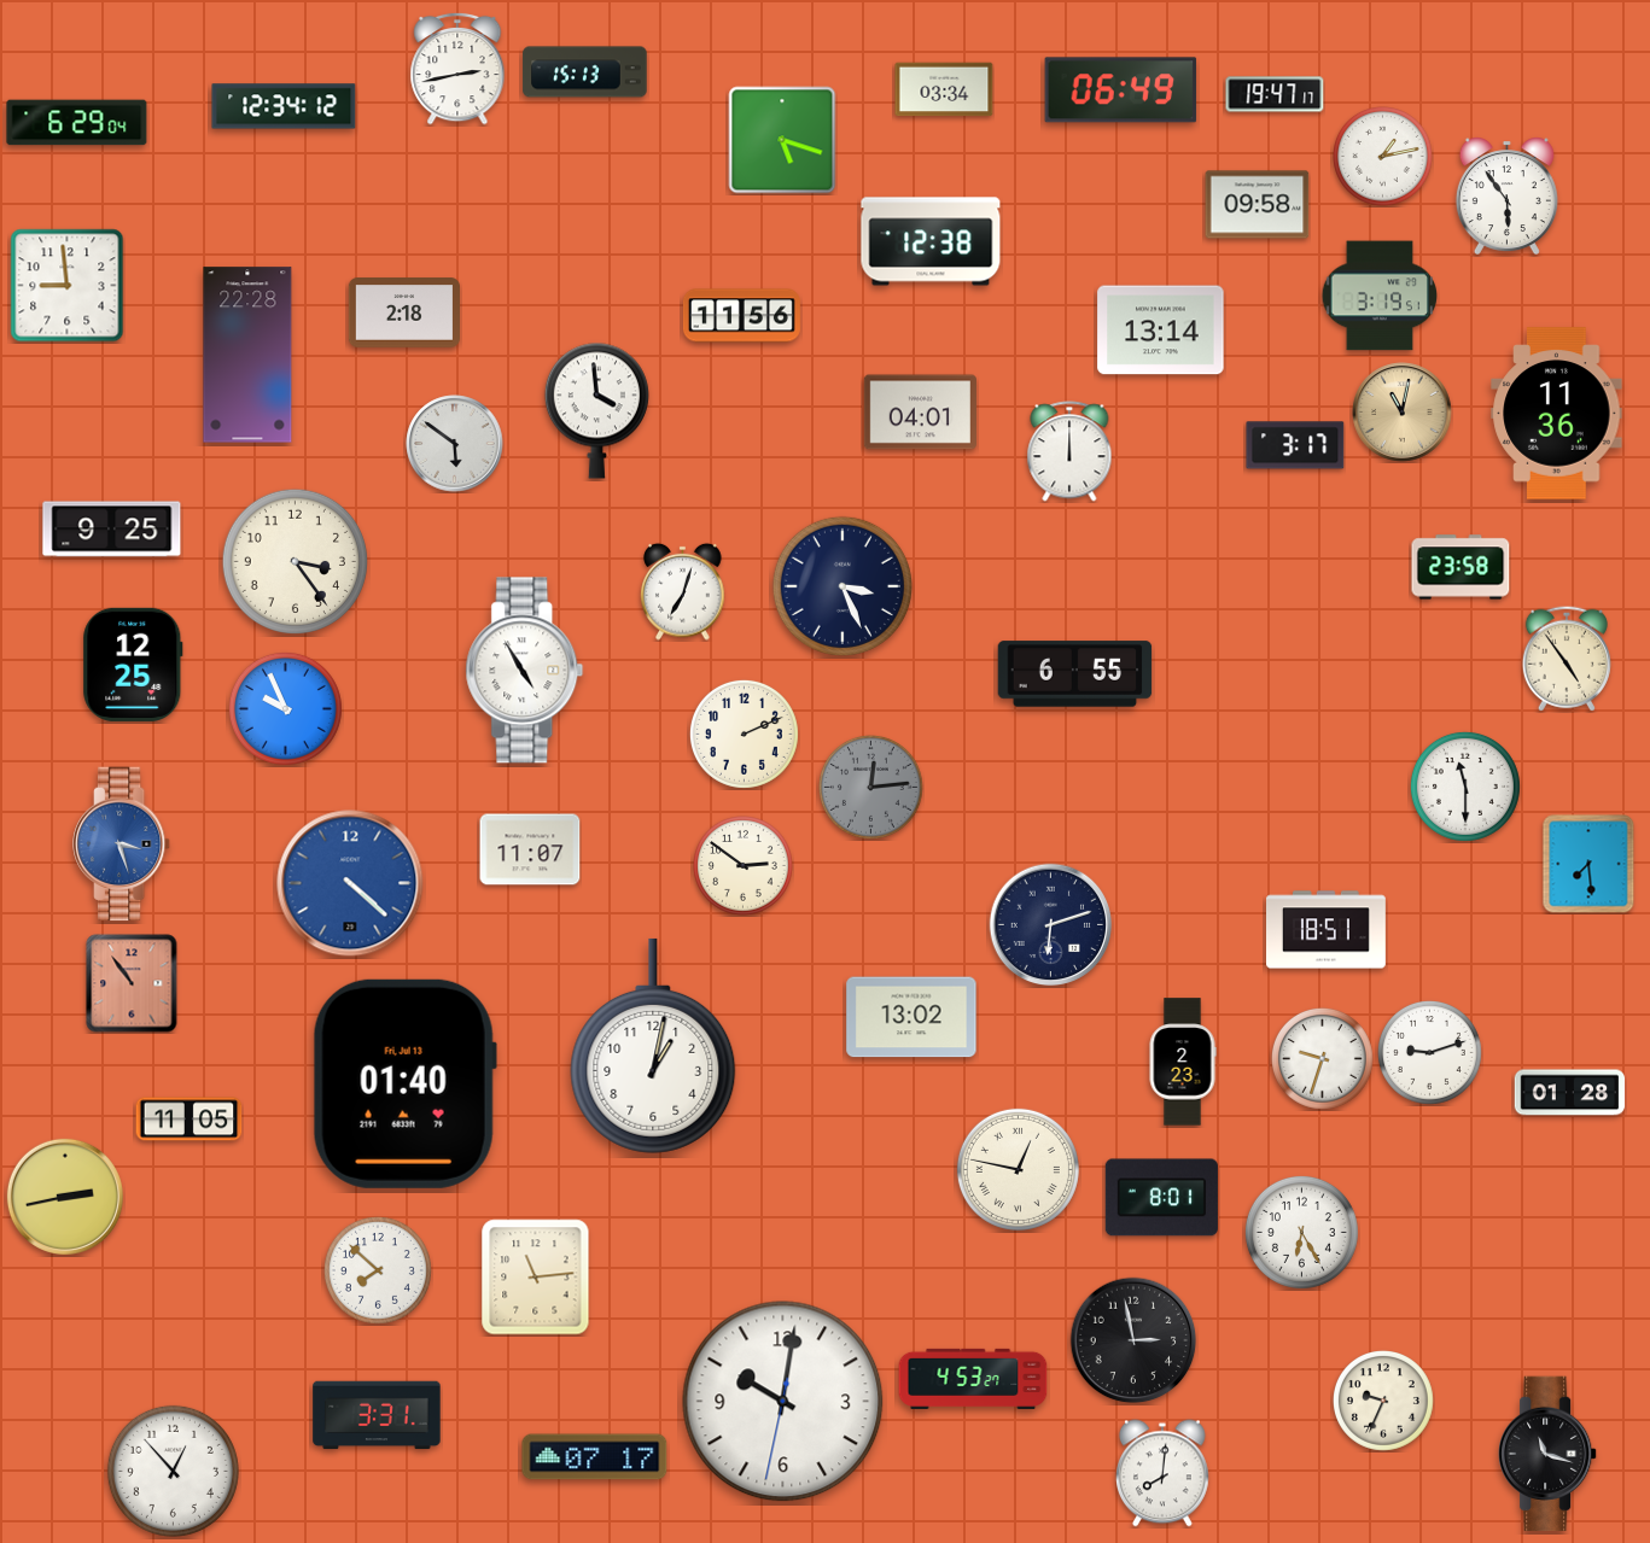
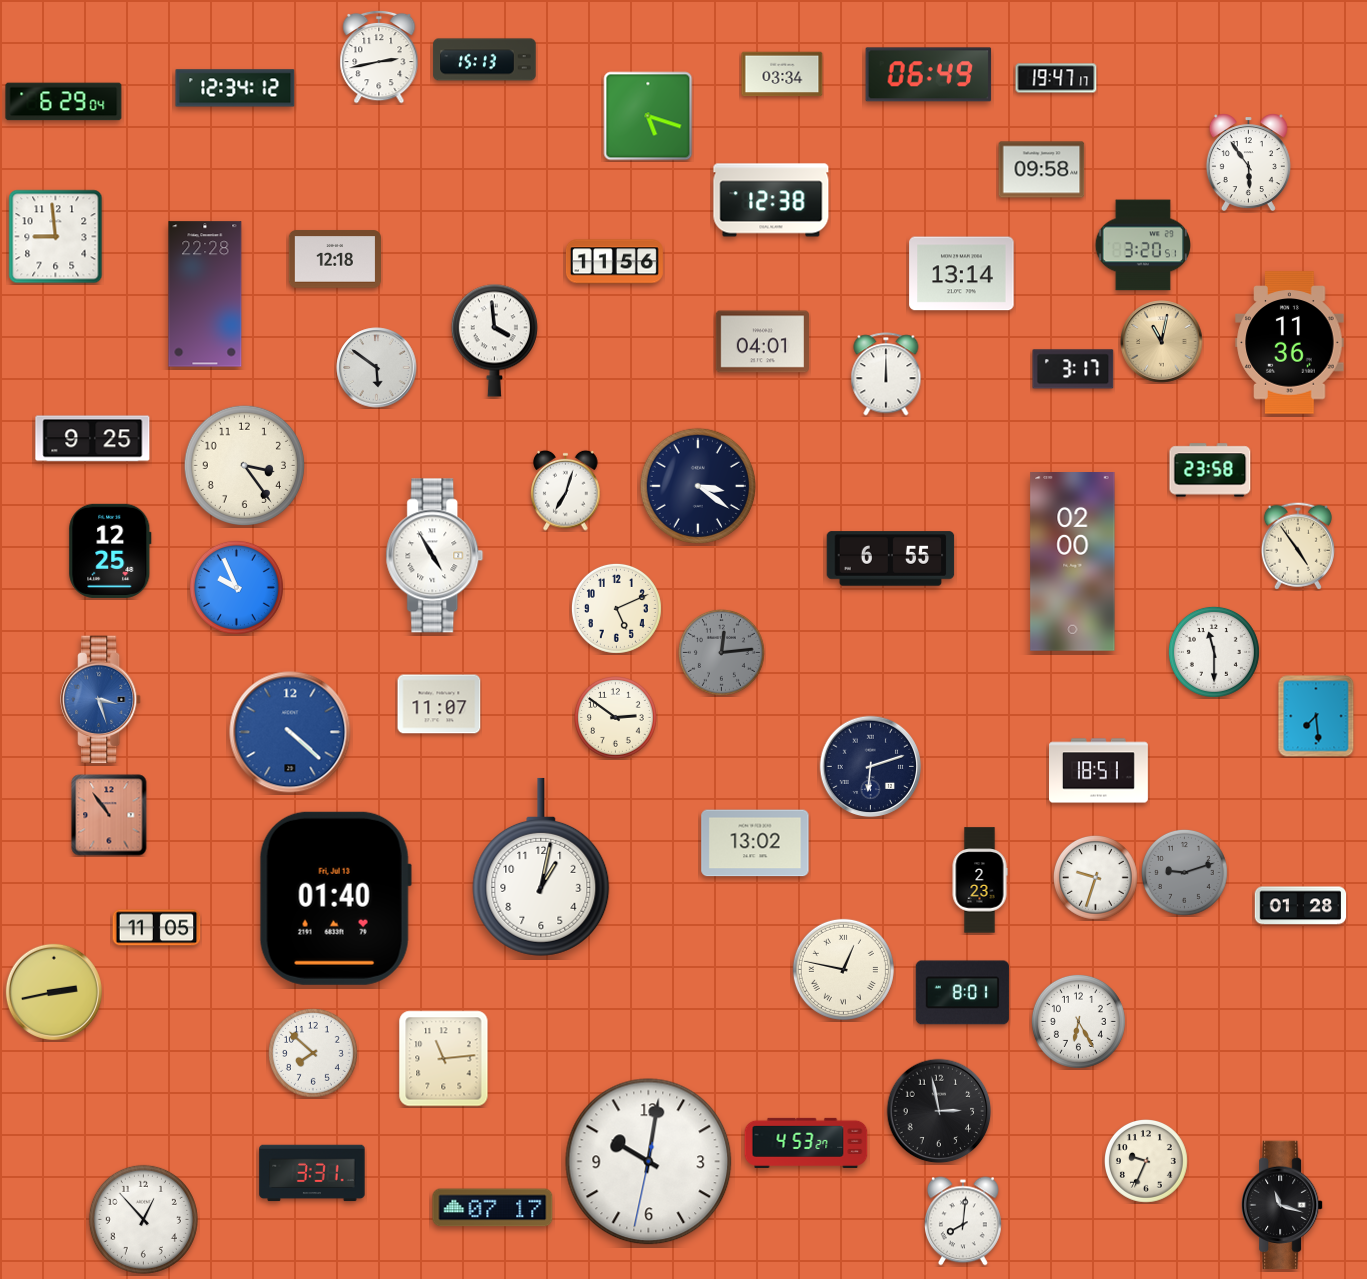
clock at (1383, 157): 1:13 -> none
clock at (1380, 296): 3:19 -> 3:20
clock at (403, 312): 2:18 -> 12:18
clock at (843, 586): 3:26 -> 3:21
clock at (1073, 562): none -> 02:00
clock at (744, 733): 2:11 -> 5:11
clock at (1429, 1052) dial: white -> grey
